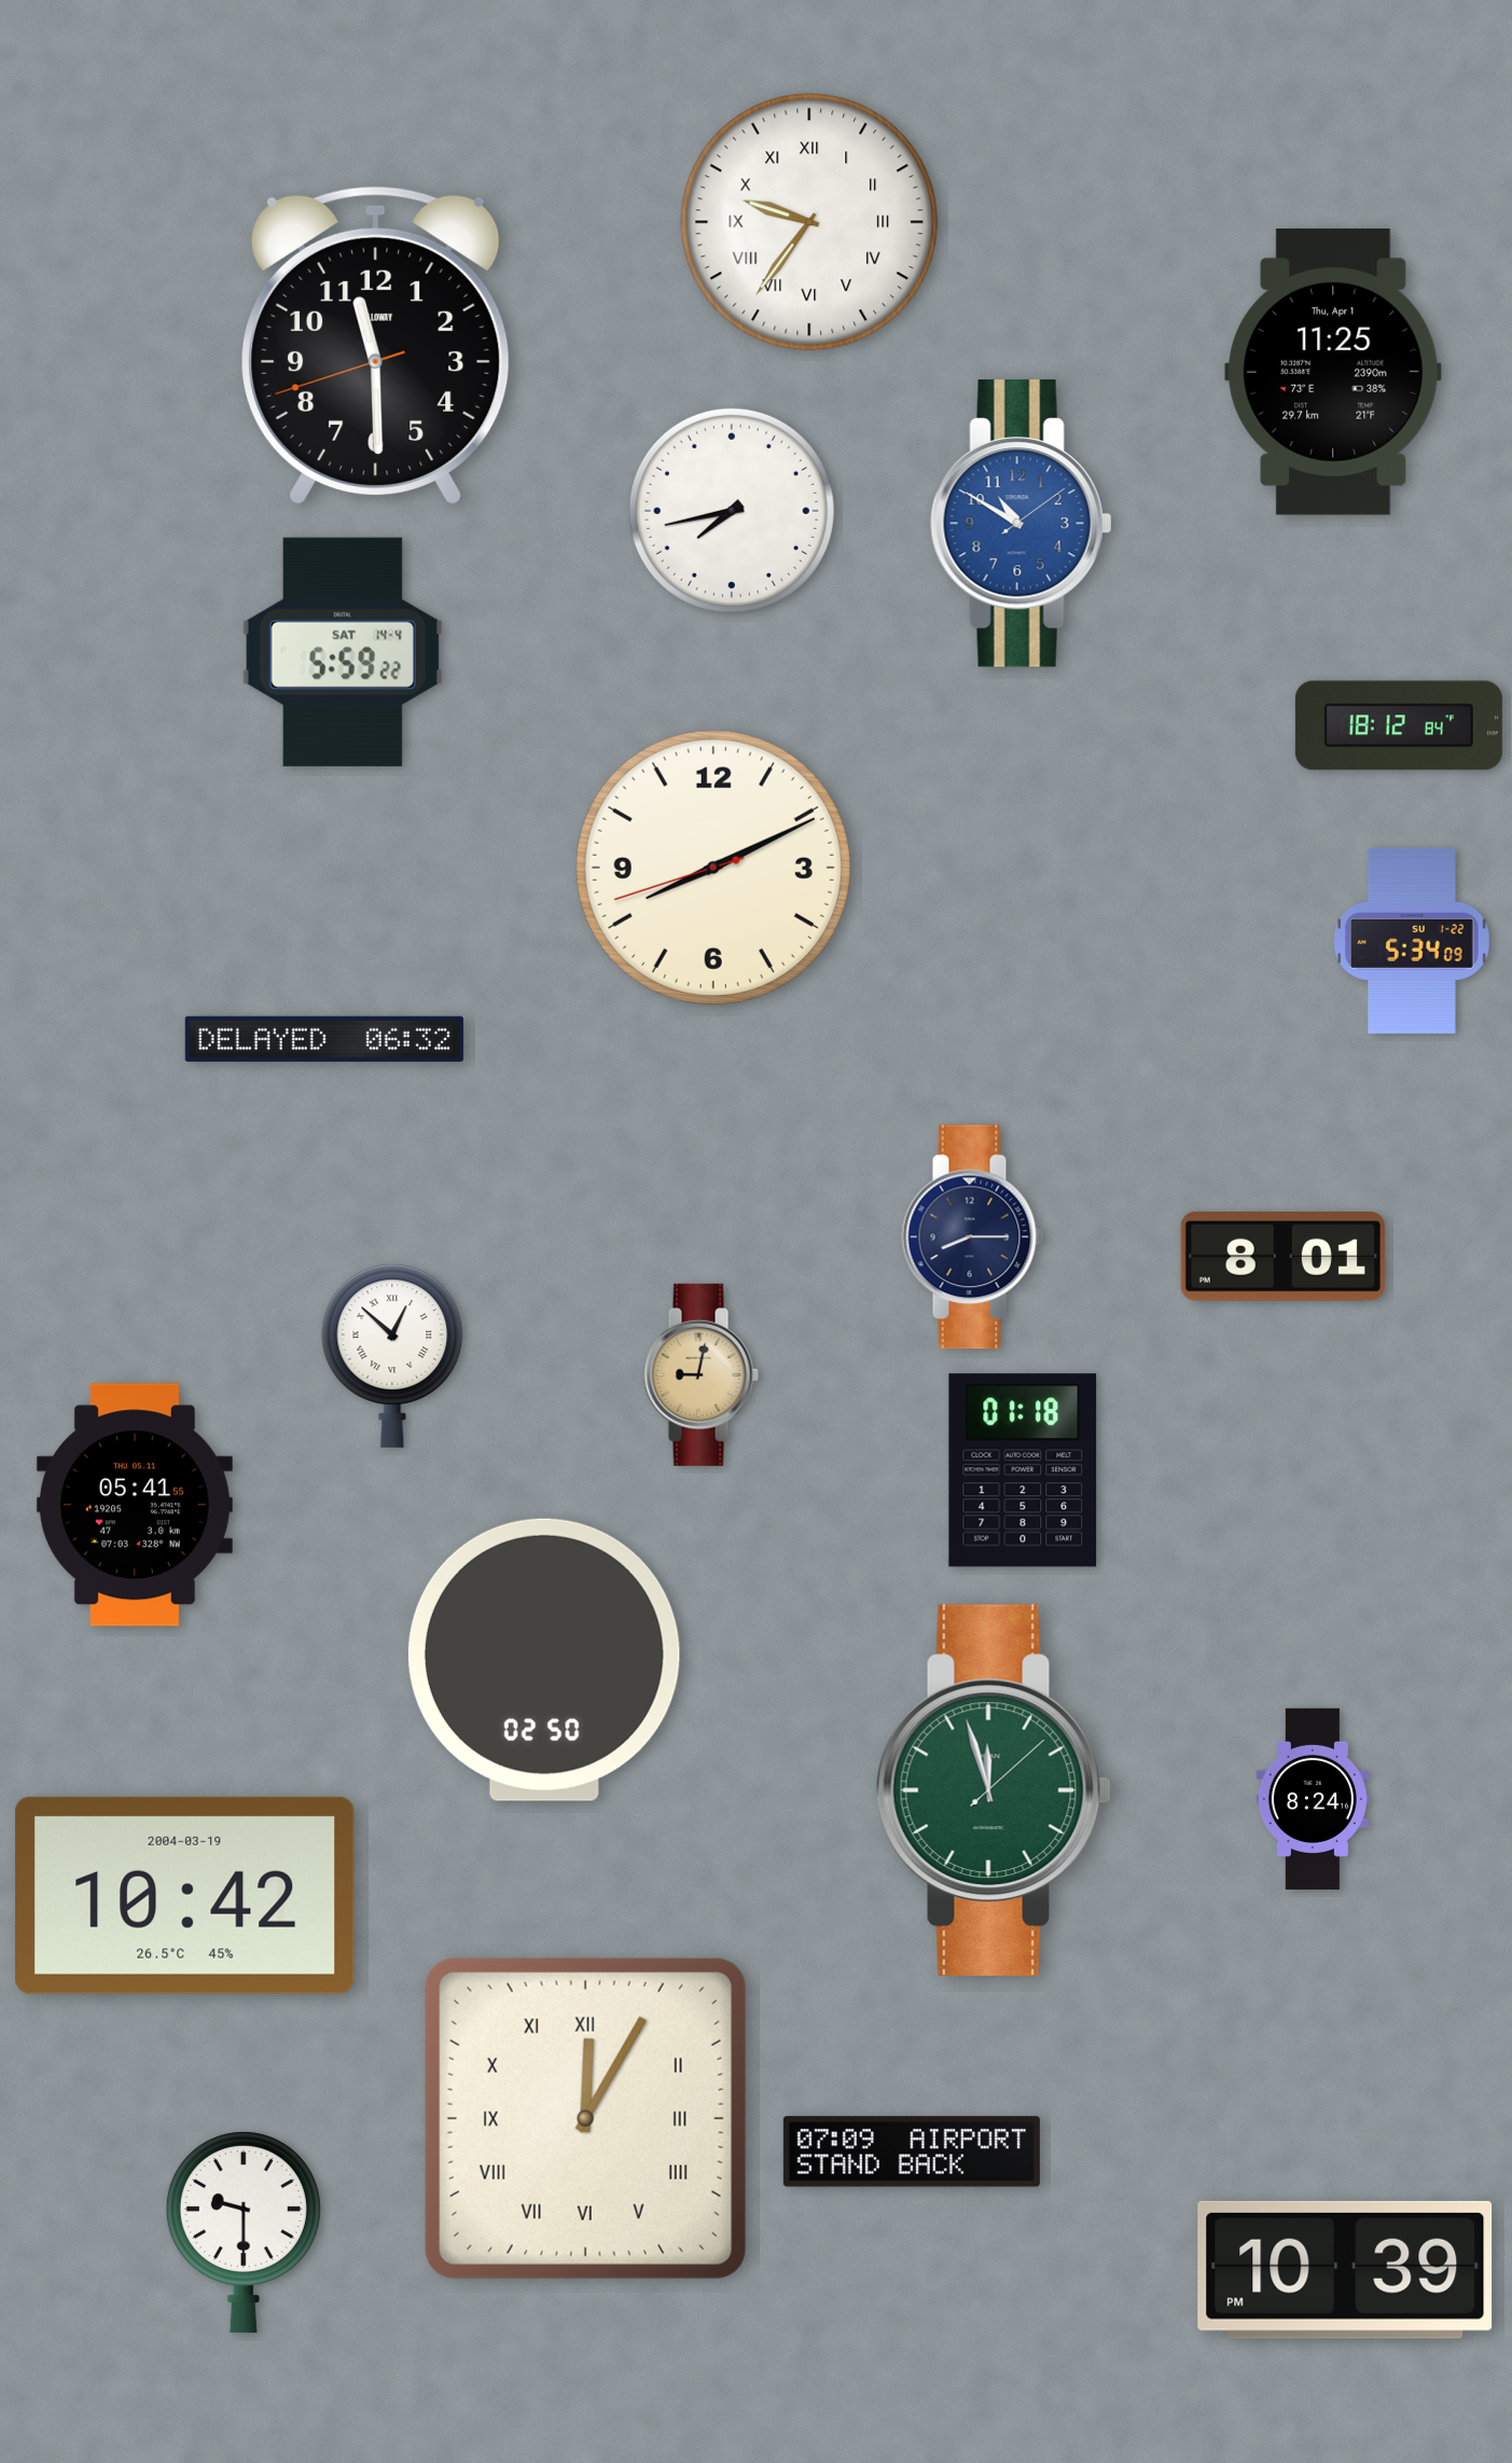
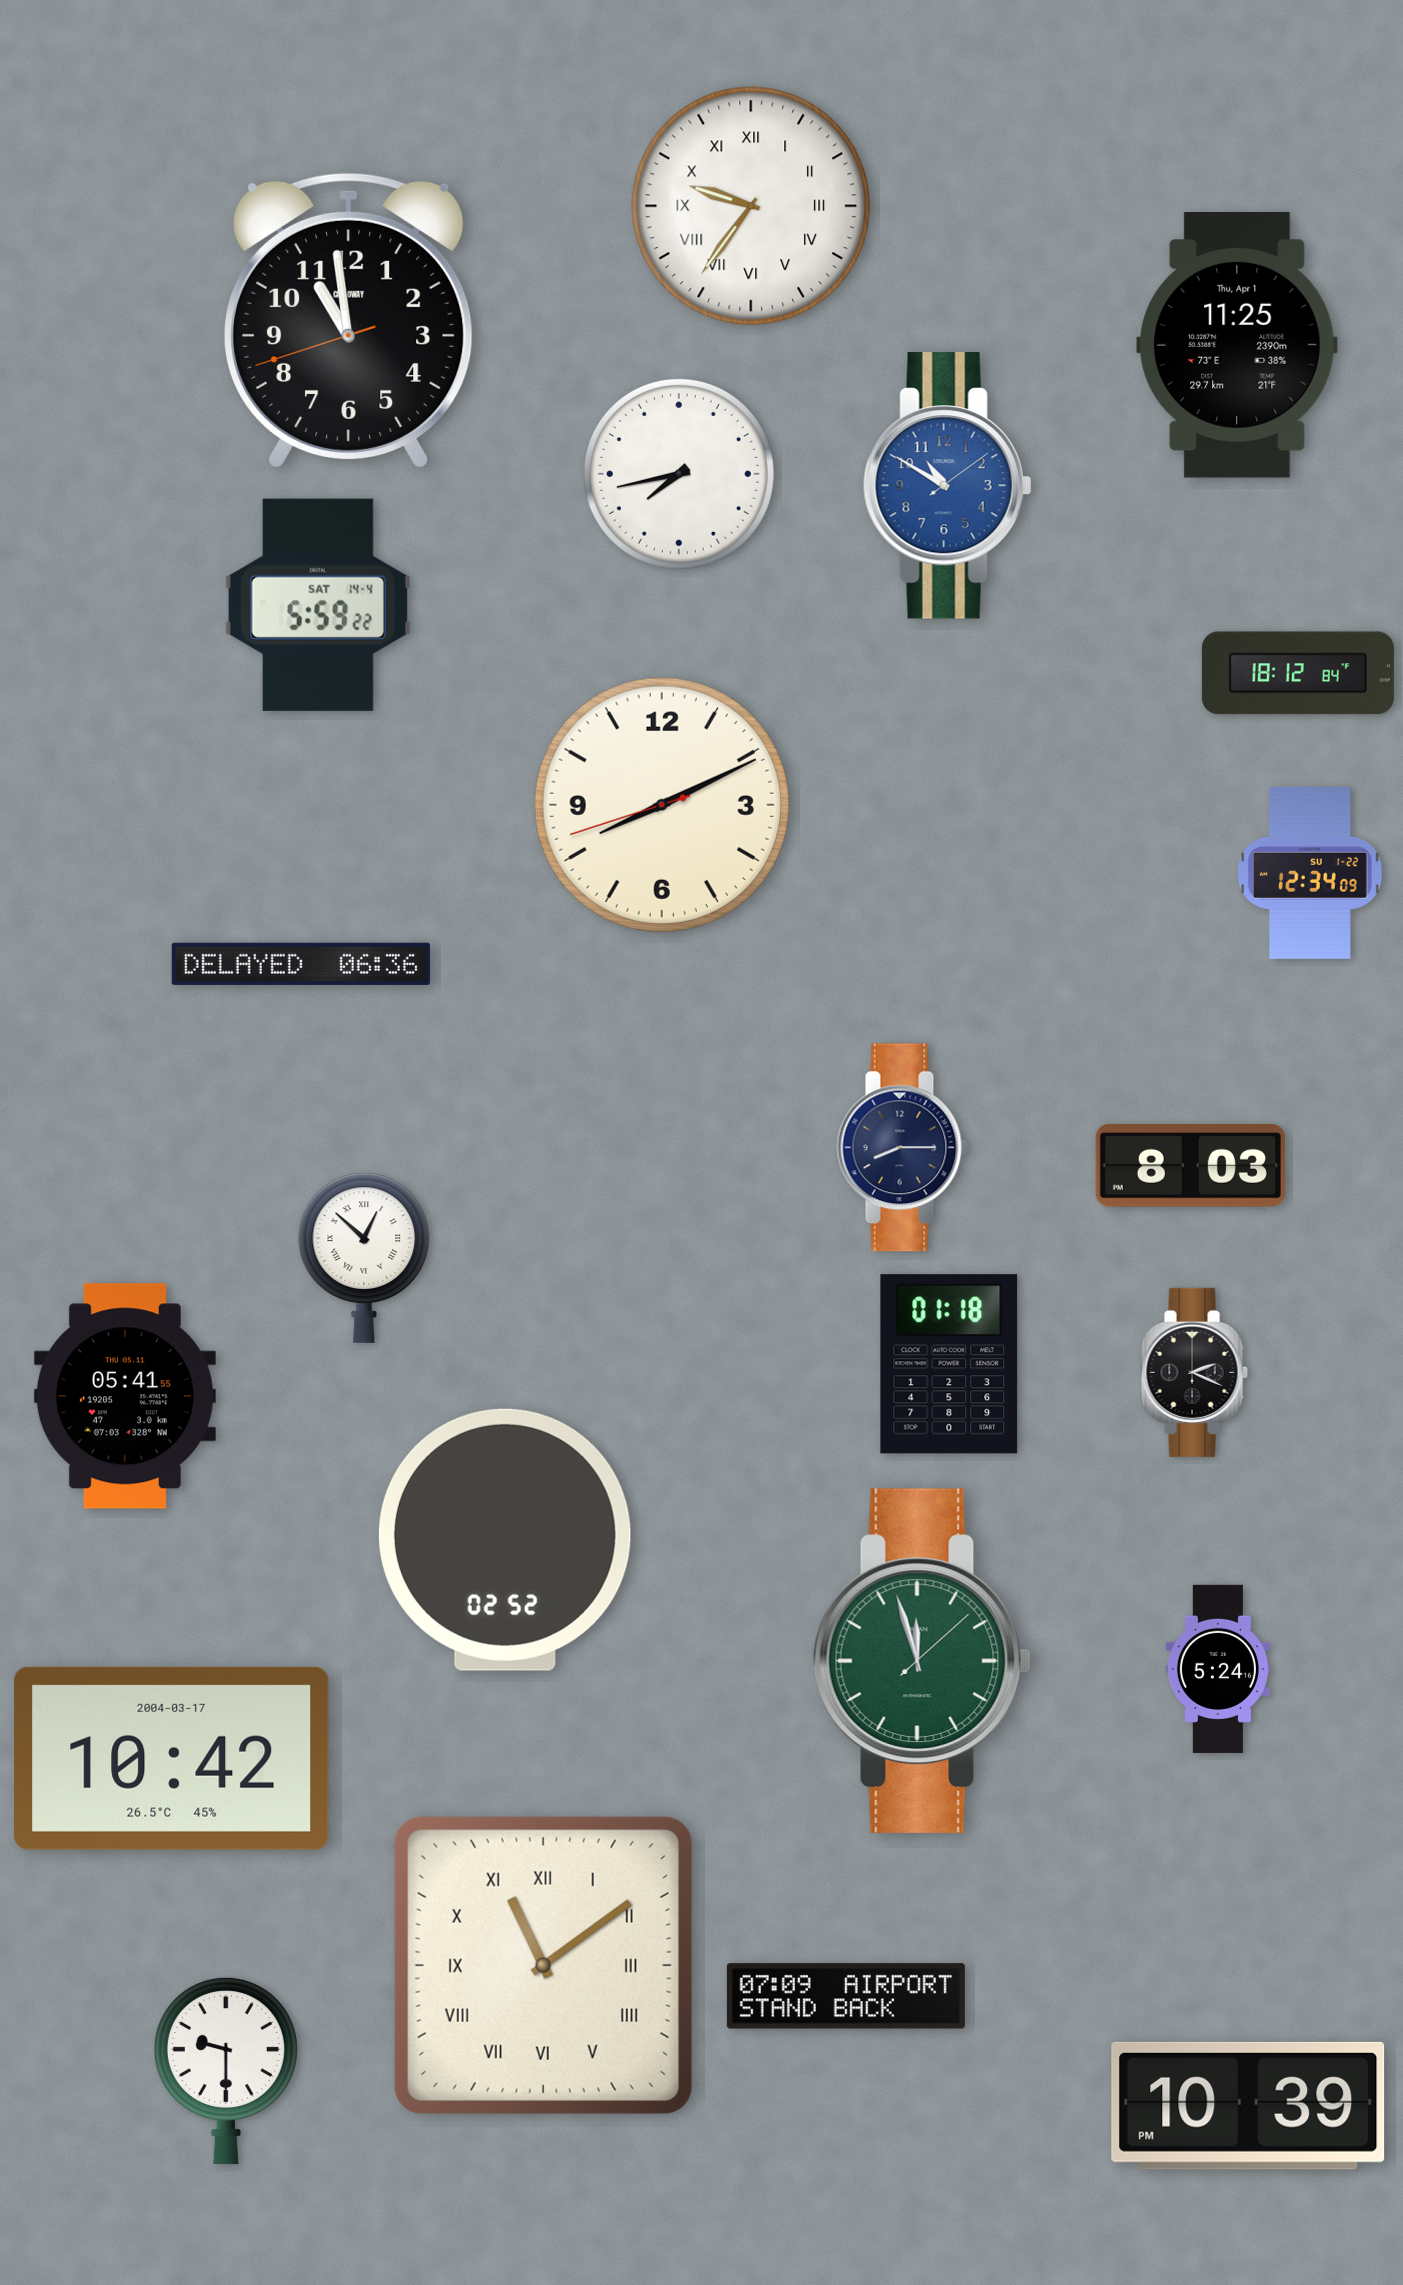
clock at (376, 345): 11:29 -> 10:58
clock at (1412, 941): 5:34 -> 12:34
clock at (324, 1039): 06:32 -> 06:36
clock at (1282, 1257): 8:01 -> 8:03
clock at (700, 1374): 9:02 -> none
clock at (1194, 1372): none -> 2:19
clock at (544, 1660): 02:50 -> 02:52
clock at (1313, 1799): 8:24 -> 5:24
clock at (185, 1895) date: 2004-03-19 -> 2004-03-17
clock at (585, 2118): 12:05 -> 11:09
